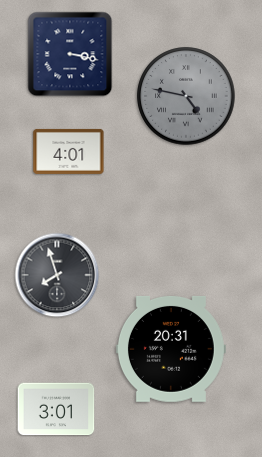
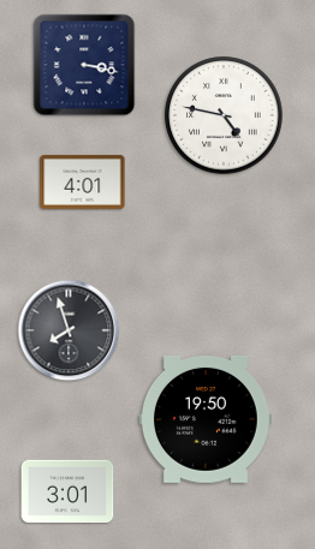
clock at (186, 96) dial: grey -> white
clock at (171, 349): 20:31 -> 19:50
